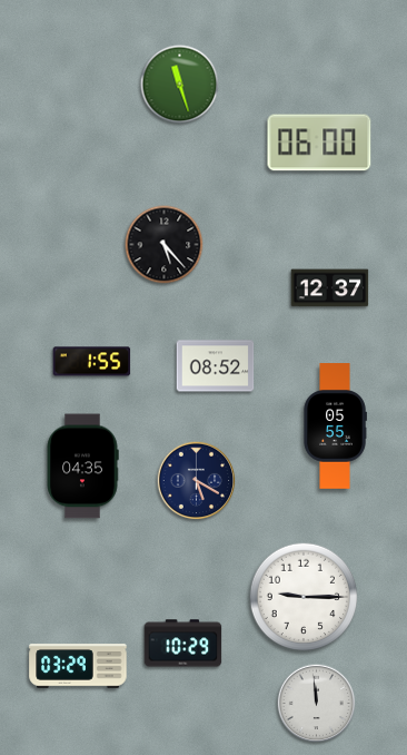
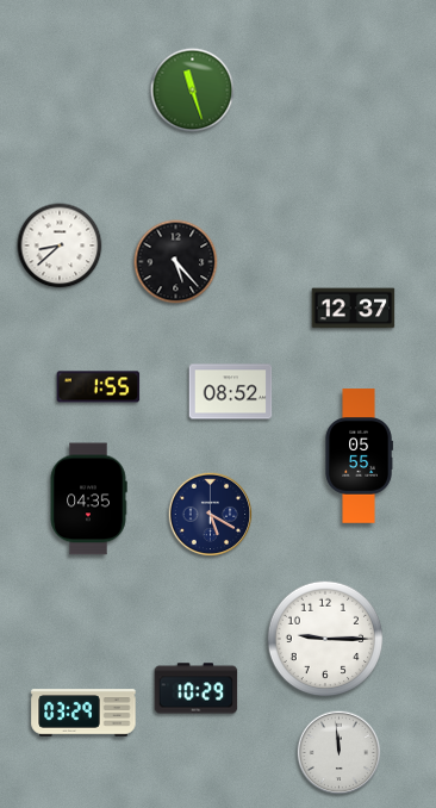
clock at (319, 143): 06:00 -> none
clock at (60, 245): none -> 8:38
